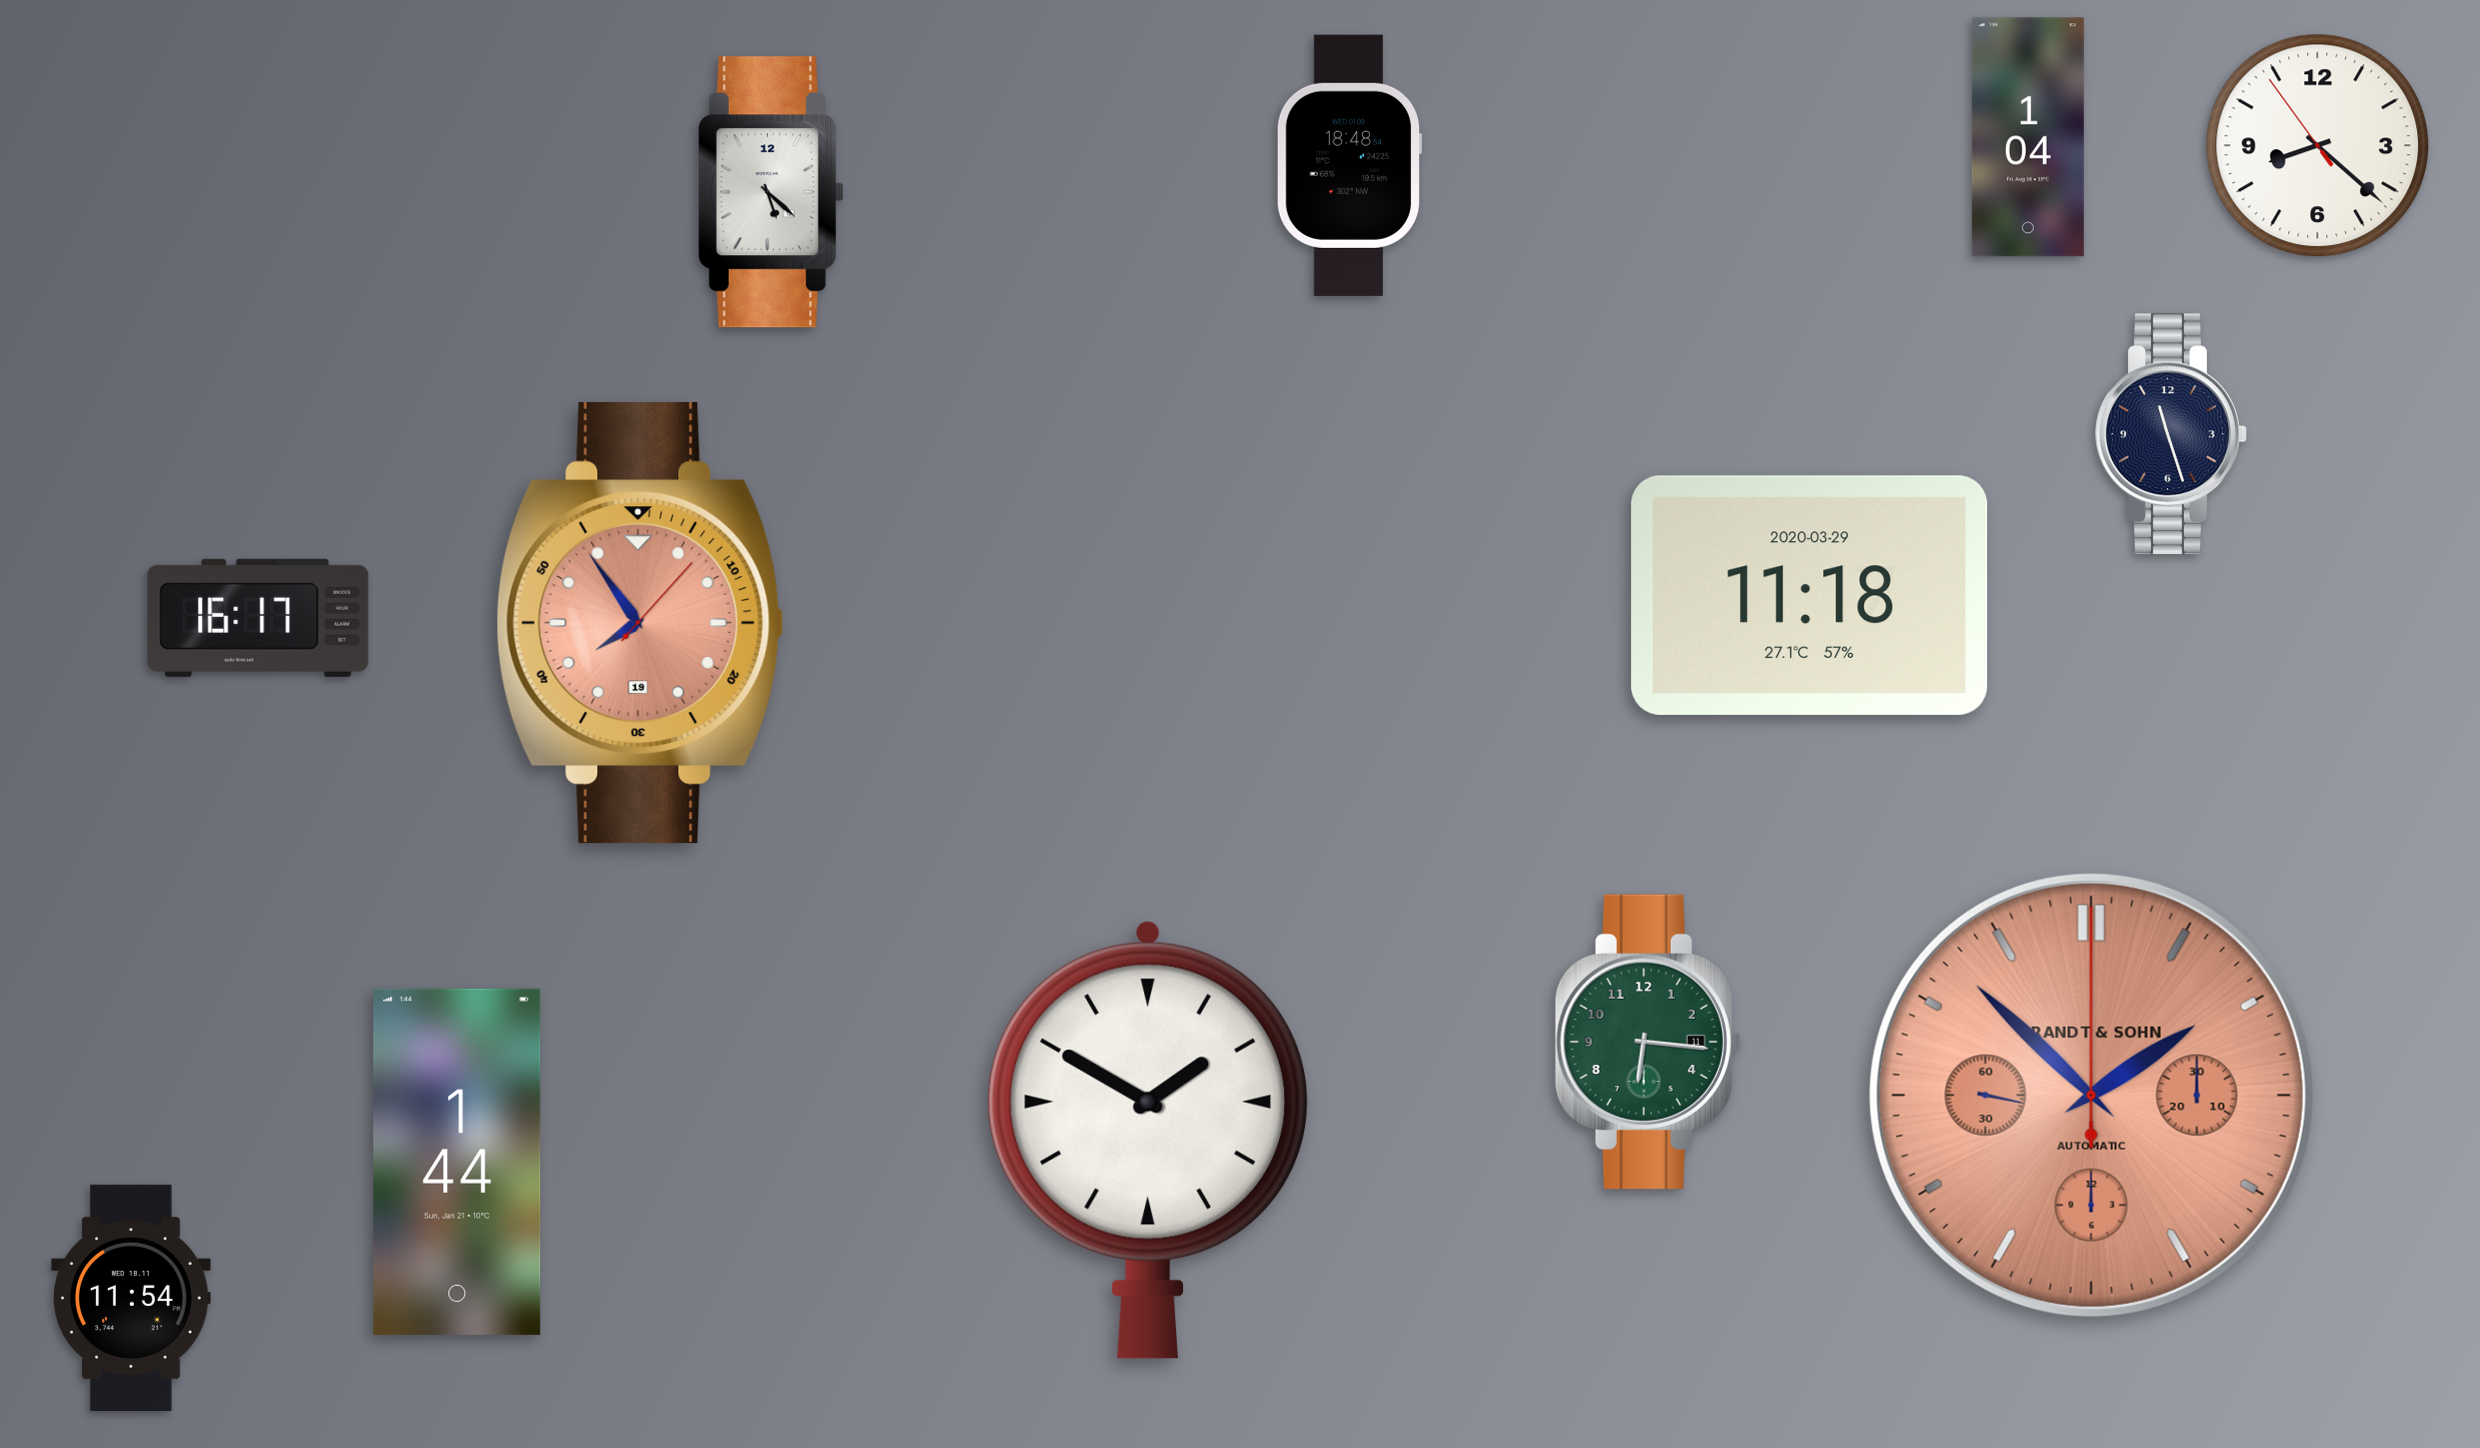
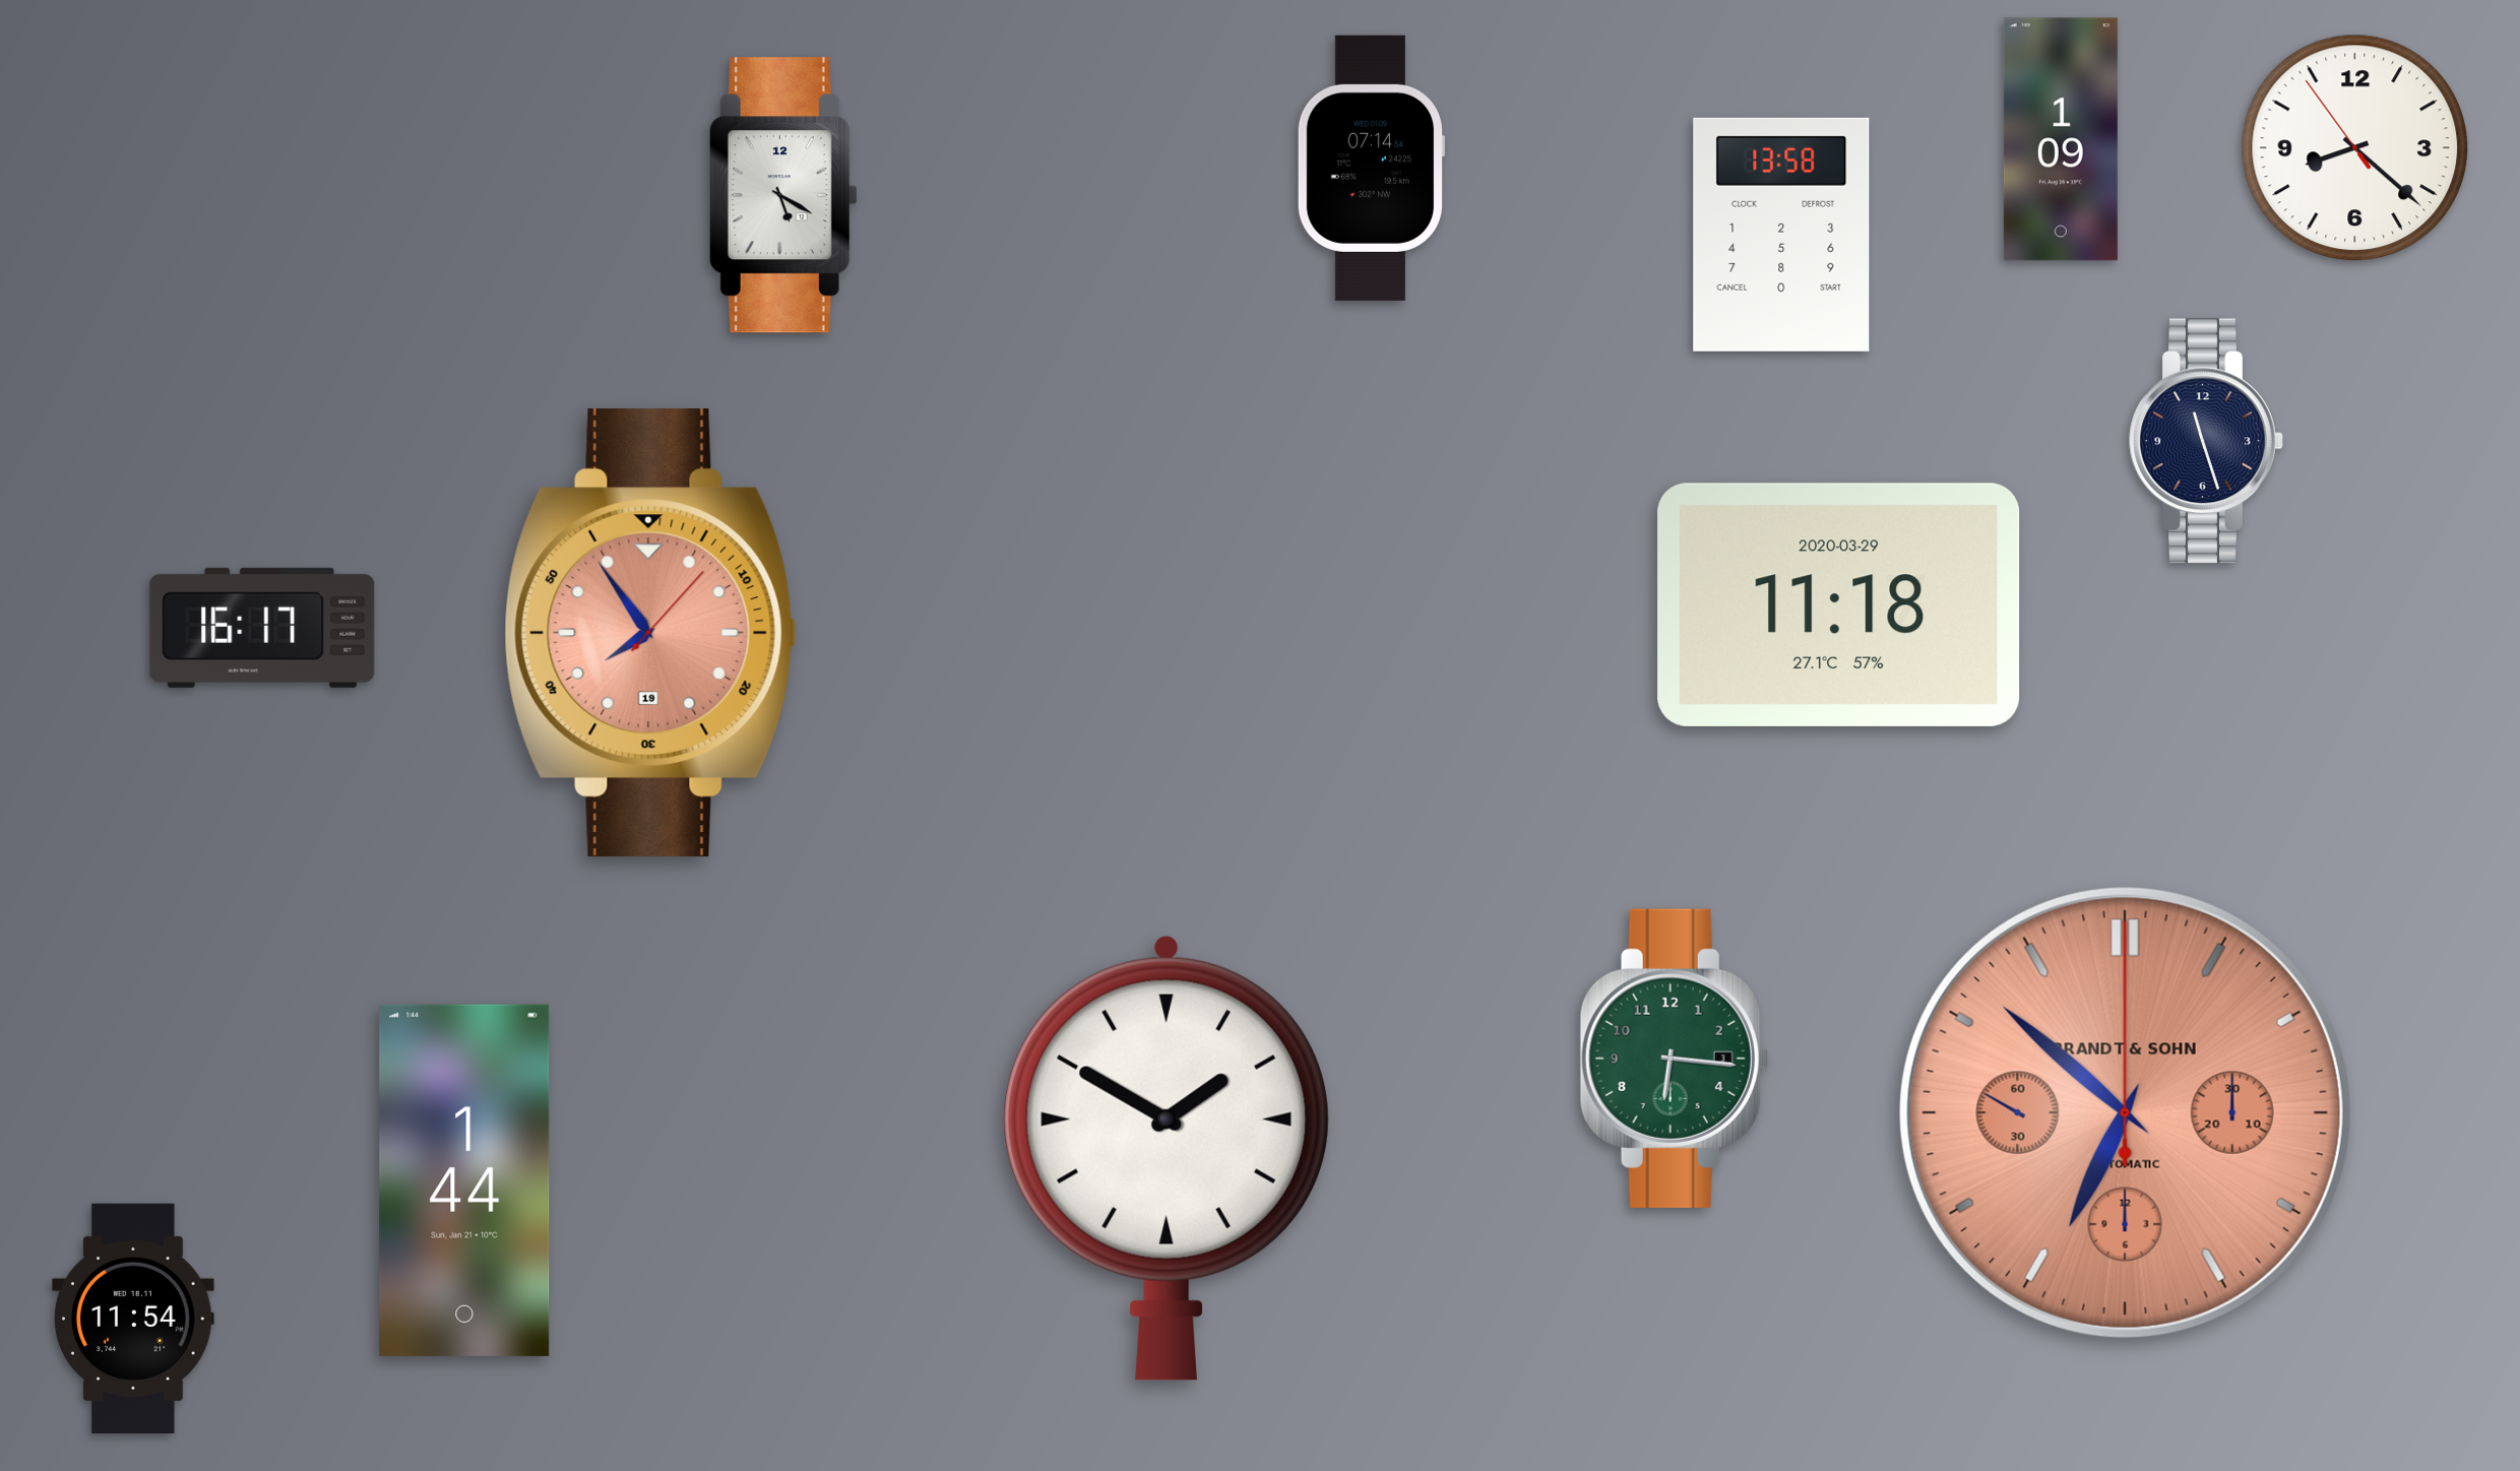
clock at (2028, 137): 1:04 -> 1:09
clock at (1349, 165): 18:48 -> 07:14
clock at (771, 192): 5:22 -> 5:20
clock at (1781, 235): none -> 13:58
clock at (1648, 1042) date: 11 -> 3
clock at (2091, 1095): 1:52 -> 6:51
